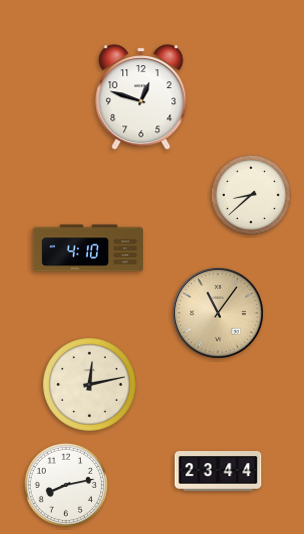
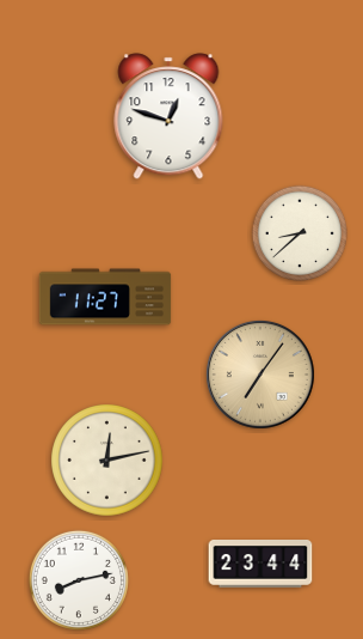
clock at (88, 248): 4:10 -> 11:27
clock at (218, 313): 11:06 -> 7:06
